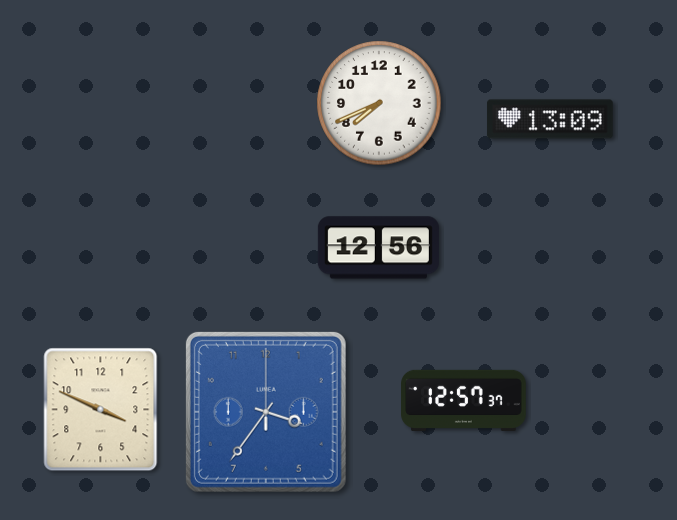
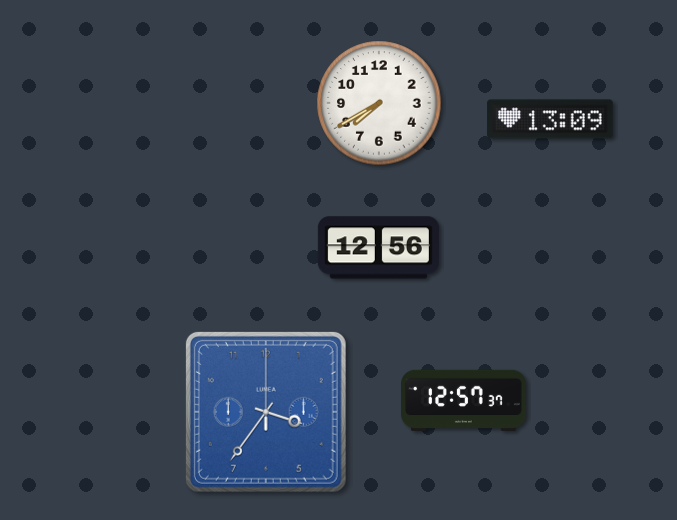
clock at (379, 103): 7:41 -> 7:40
clock at (101, 410): 3:49 -> none
